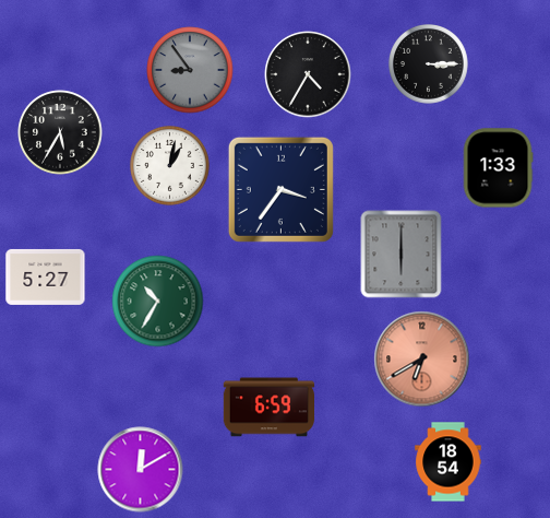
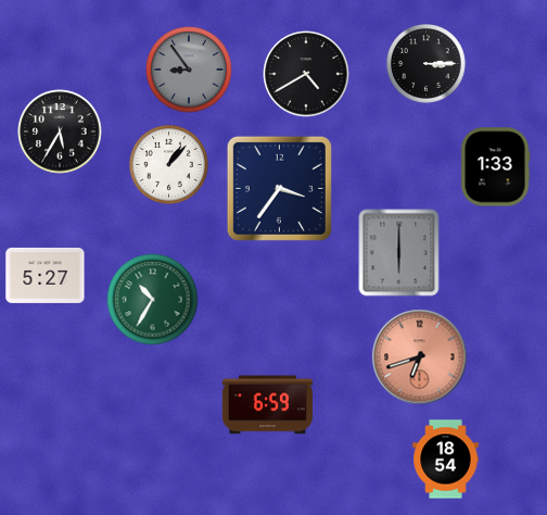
clock at (308, 74): 4:35 -> 4:40
clock at (170, 166): 1:02 -> 1:07
clock at (158, 302) position: (158, 302) -> (153, 300)
clock at (422, 360): 6:40 -> 6:42
clock at (141, 470): 12:10 -> none
